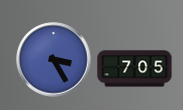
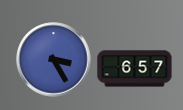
clock at (135, 69): 7:05 -> 6:57
